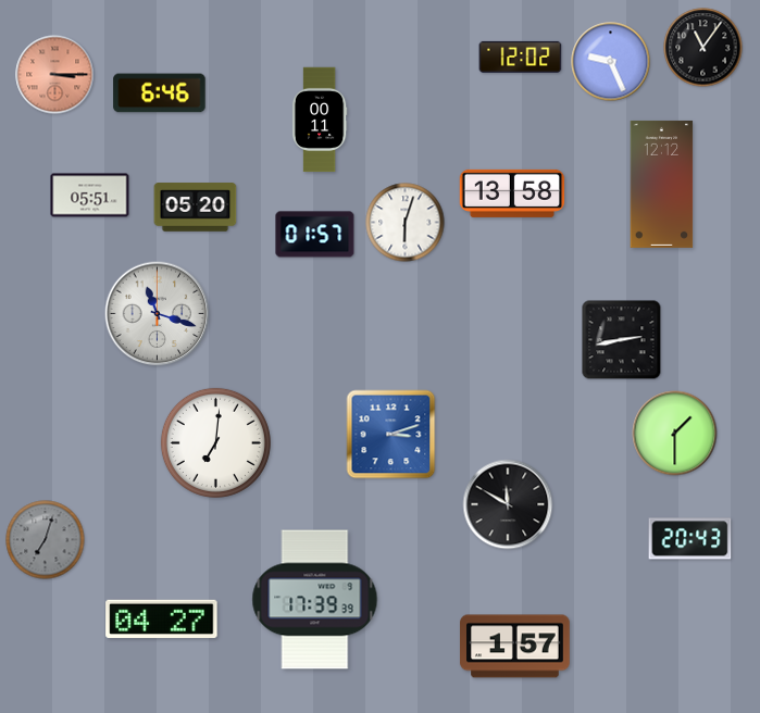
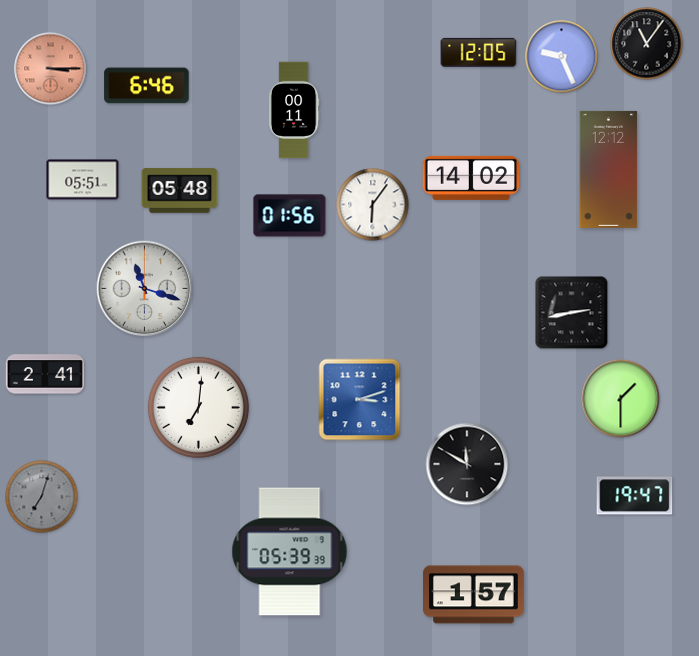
clock at (521, 57): 12:02 -> 12:05
clock at (512, 193): 13:58 -> 14:02
clock at (196, 208): 05:20 -> 05:48
clock at (406, 223): 6:03 -> 6:06
clock at (315, 235): 01:57 -> 01:56
clock at (45, 374): none -> 2:41
clock at (690, 539): 20:43 -> 19:47
clock at (315, 600): 17:39 -> 05:39
clock at (162, 618): 04:27 -> none
